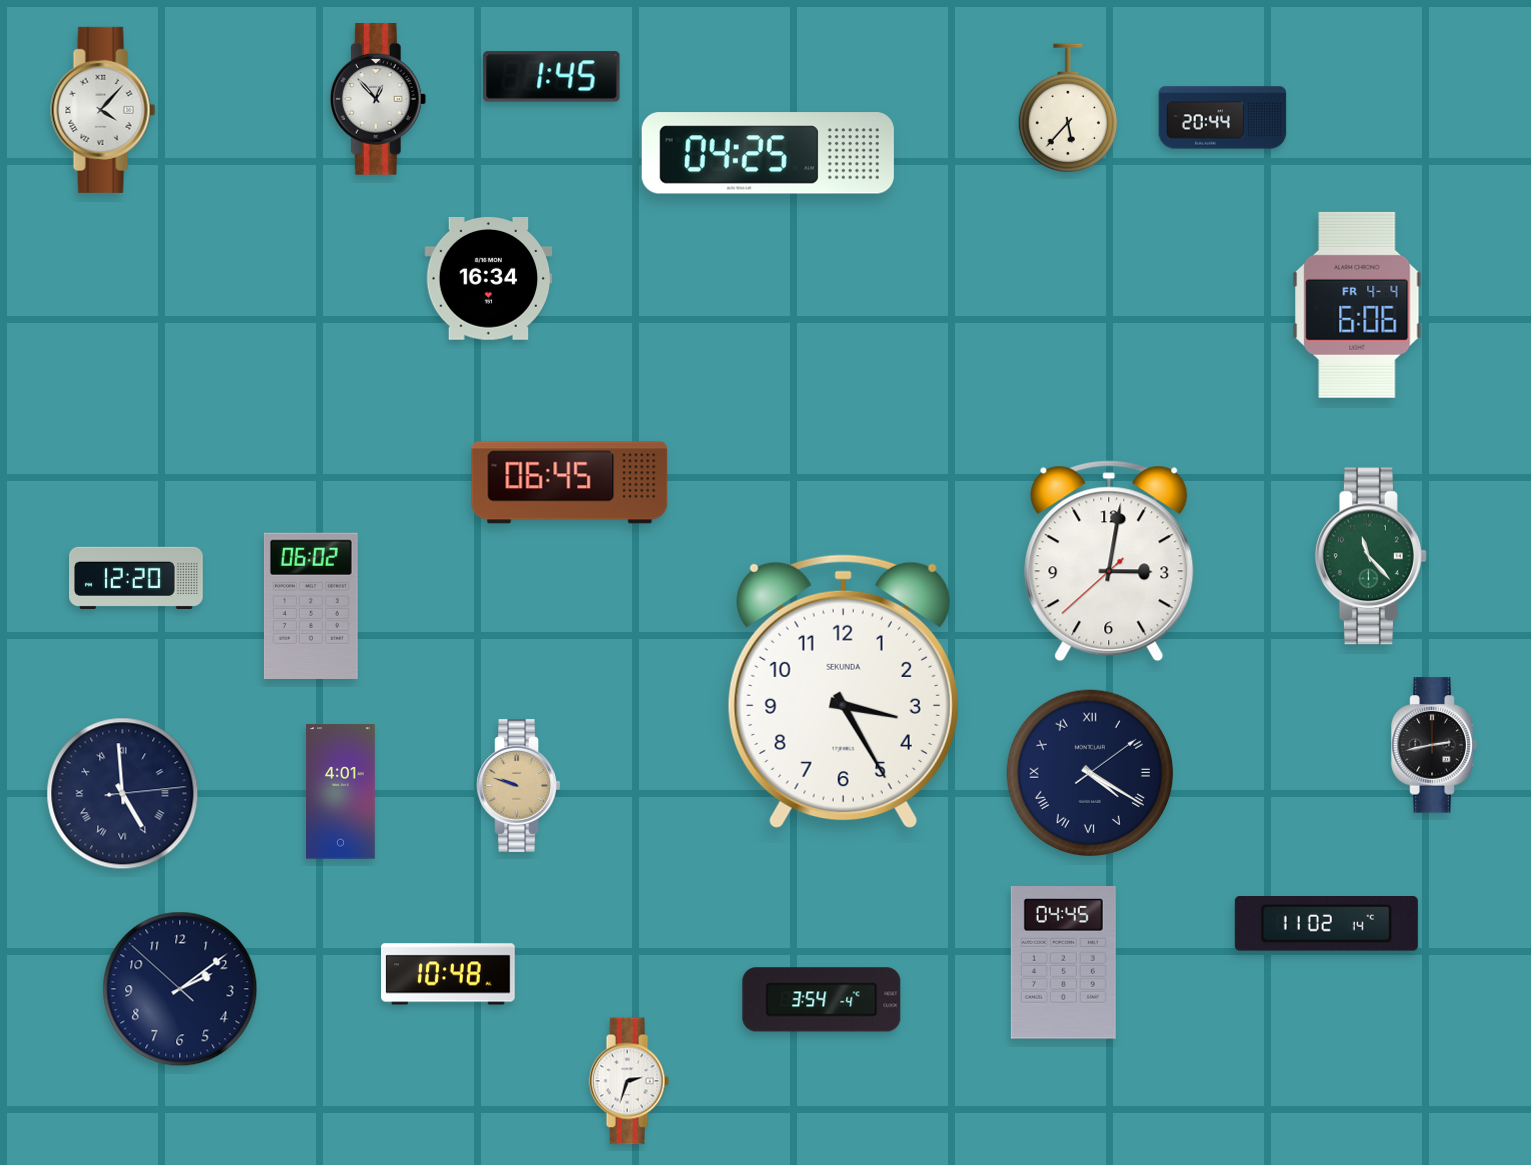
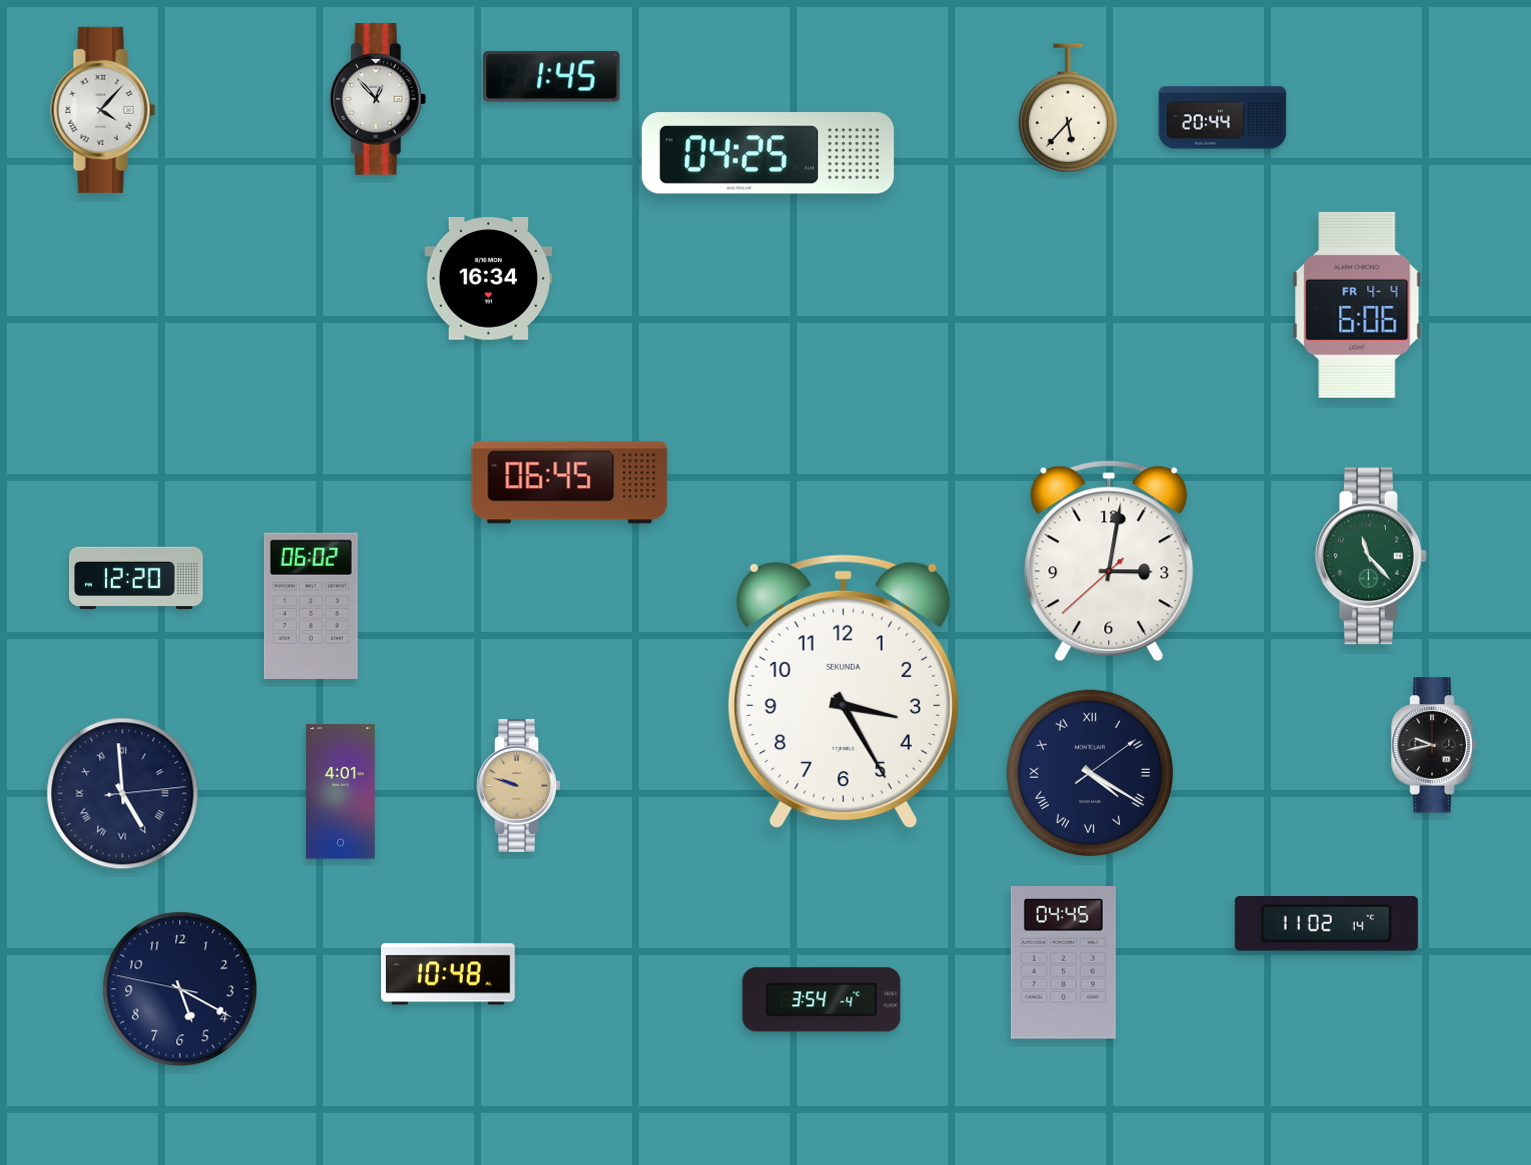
clock at (1434, 745): 2:43 -> 9:43
clock at (180, 989): 2:08 -> 5:19
clock at (629, 1081): 2:33 -> none
